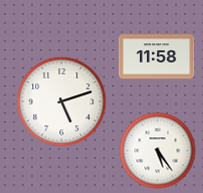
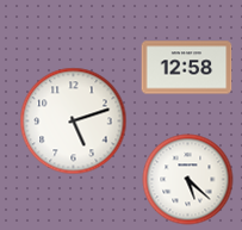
clock at (157, 57): 11:58 -> 12:58
clock at (158, 151): 5:24 -> 5:22
